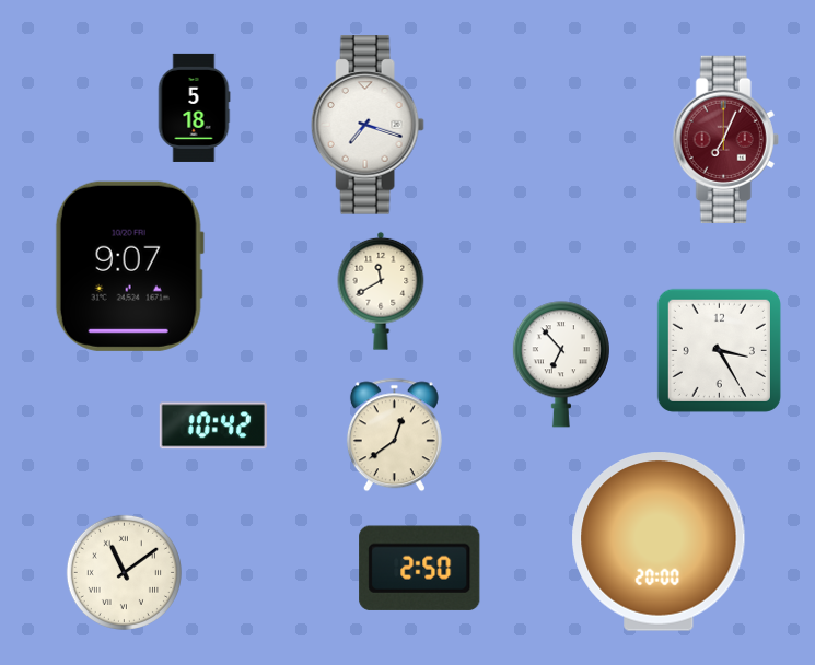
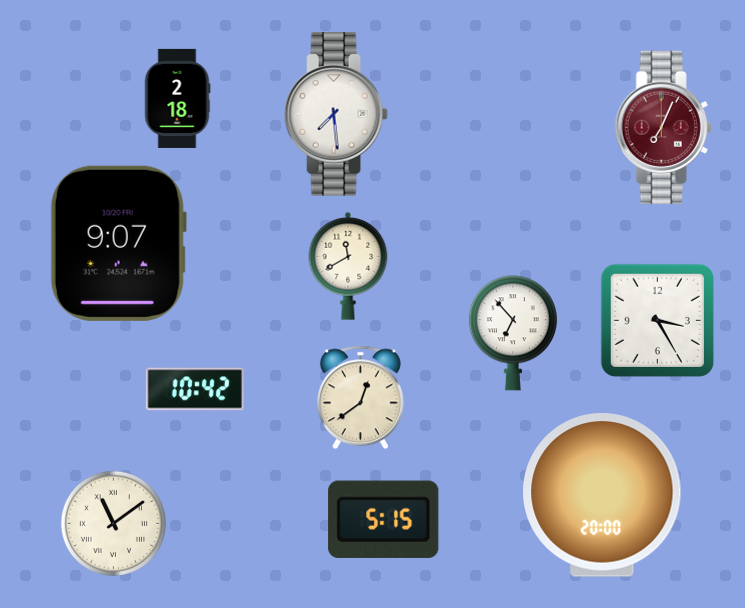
clock at (194, 107): 5:18 -> 2:18
clock at (368, 125): 7:18 -> 7:29
clock at (420, 568): 2:50 -> 5:15
